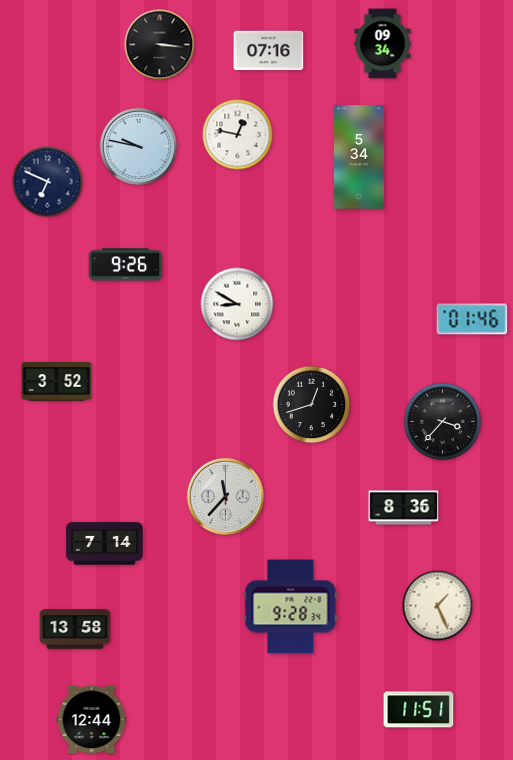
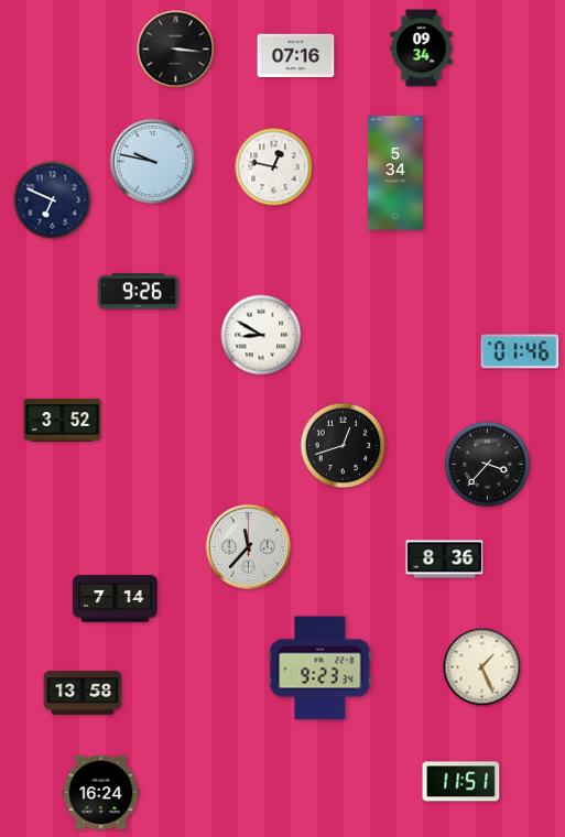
clock at (238, 135) position: (238, 135) -> (274, 167)
clock at (291, 607): 9:28 -> 9:23
clock at (92, 720): 12:44 -> 16:24
